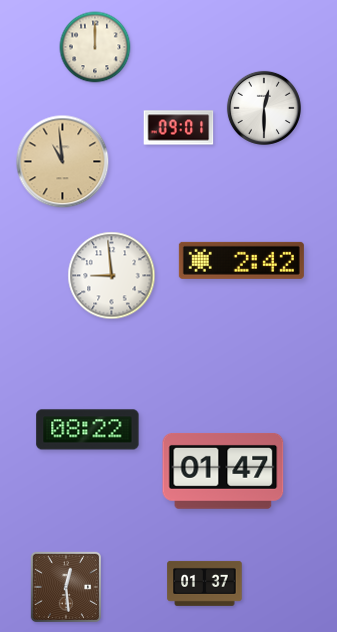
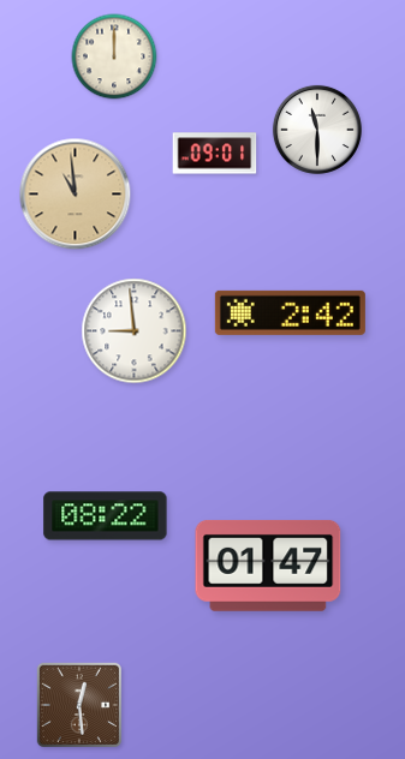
clock at (264, 108): 12:30 -> 11:30
clock at (205, 583): 01:37 -> none
